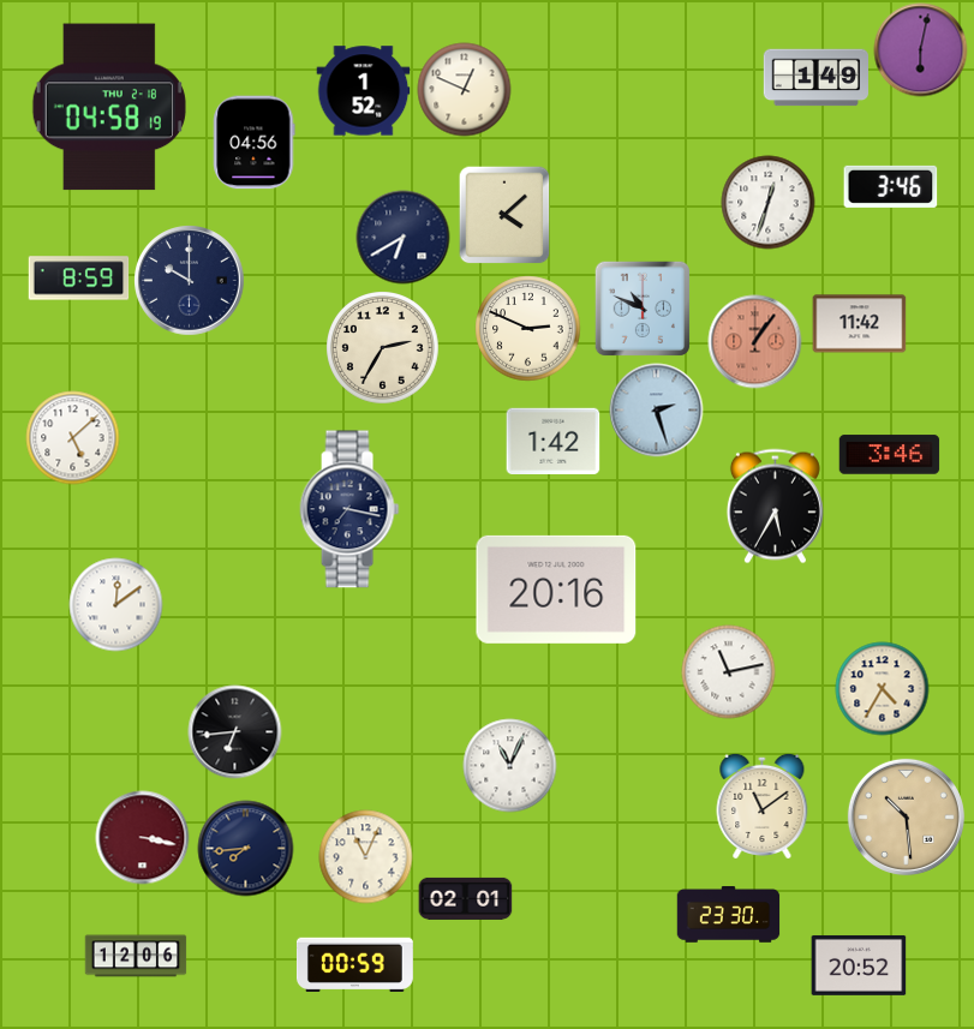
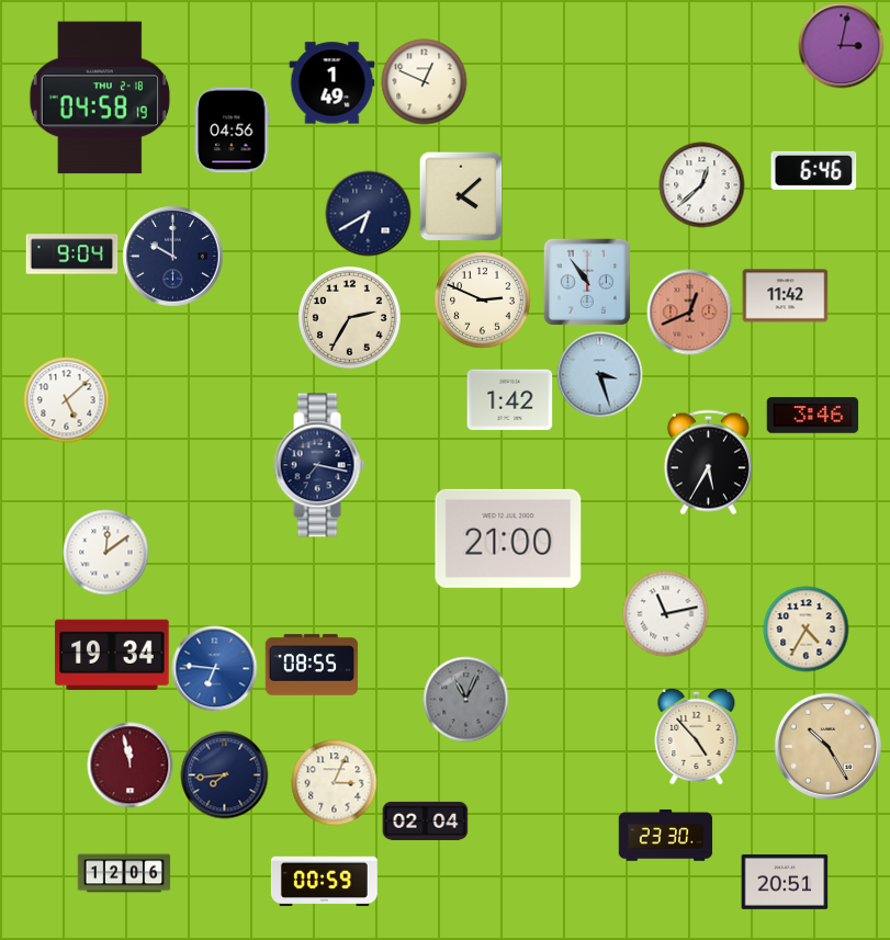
clock at (920, 49): 6:02 -> 3:02
clock at (815, 78): 1:49 -> none
clock at (363, 91): 1:52 -> 1:49
clock at (890, 186): 3:46 -> 6:46
clock at (767, 202): 12:33 -> 12:38
clock at (402, 237) position: (402, 237) -> (368, 213)
clock at (78, 279): 8:59 -> 9:04
clock at (643, 309): 10:49 -> 10:54
clock at (754, 341): 1:06 -> 12:41
clock at (656, 409): 2:27 -> 3:27
clock at (552, 441) position: (552, 441) -> (509, 399)
clock at (556, 590): 20:16 -> 21:00
clock at (112, 655): none -> 19:34
clock at (312, 665): none -> 08:55
clock at (234, 731): 6:44 -> 6:46
clock at (234, 731) dial: black -> blue
clock at (509, 765) dial: white -> grey
clock at (763, 806): 11:09 -> 4:53
clock at (906, 816): 10:29 -> 10:25
clock at (142, 837): 3:17 -> 11:58
clock at (365, 856): 11:04 -> 3:04
clock at (465, 898): 02:01 -> 02:04
clock at (859, 965): 20:52 -> 20:51
